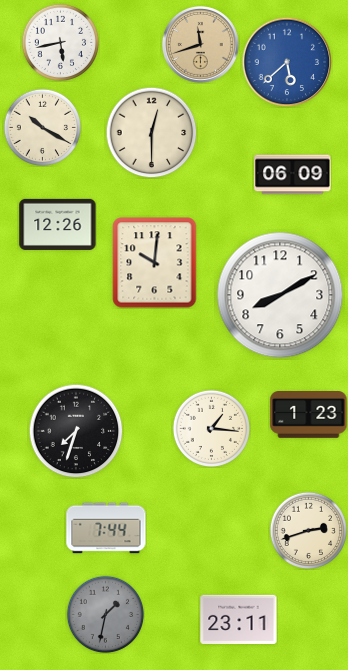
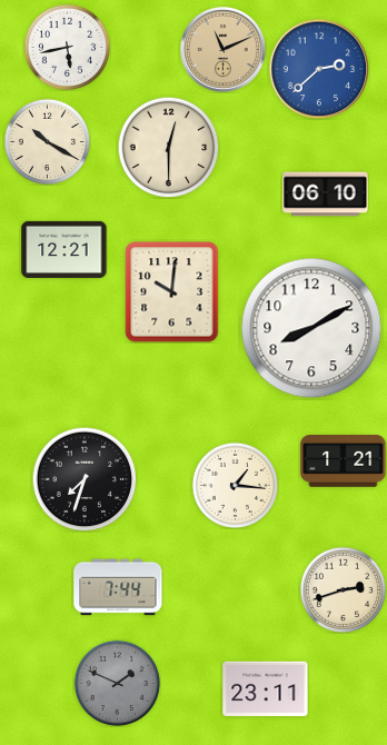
clock at (200, 44): 11:42 -> 11:11
clock at (287, 62): 5:38 -> 2:38
clock at (293, 175): 06:09 -> 06:10
clock at (58, 224): 12:26 -> 12:21
clock at (309, 415): 1:23 -> 1:21
clock at (211, 428) position: (211, 428) -> (235, 485)
clock at (105, 614): 1:32 -> 1:49
